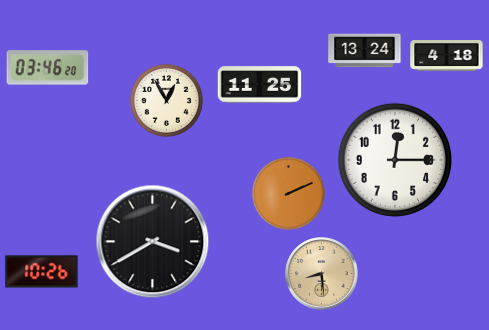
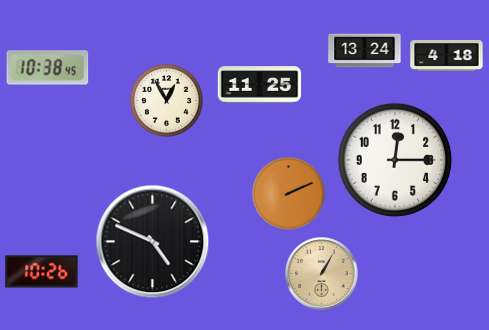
clock at (48, 68): 03:46 -> 10:38
clock at (153, 242): 3:40 -> 4:49
clock at (322, 274): 8:29 -> 1:05
